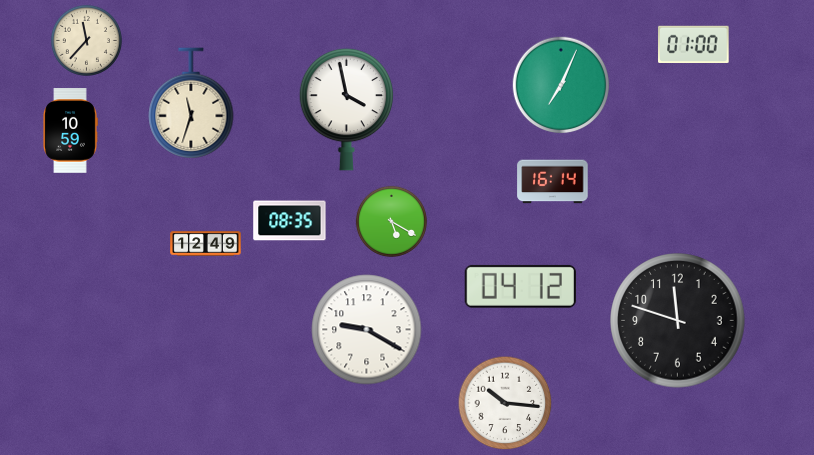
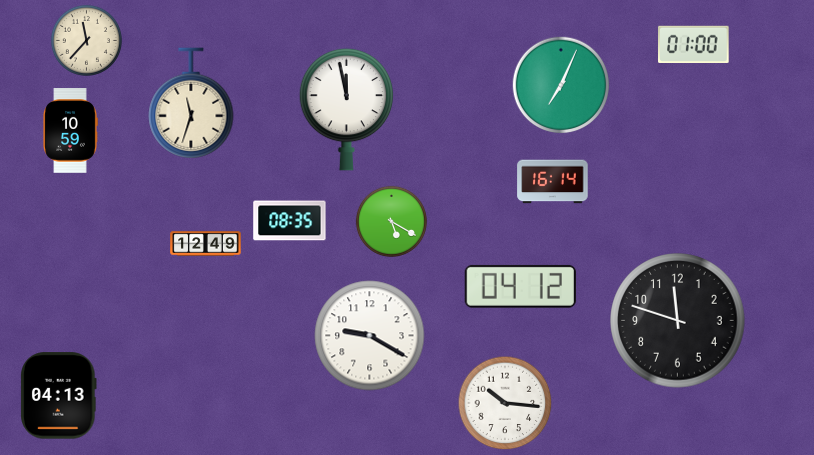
clock at (347, 109): 3:58 -> 11:58
clock at (367, 330) position: (367, 330) -> (370, 336)
clock at (59, 396): none -> 04:13
